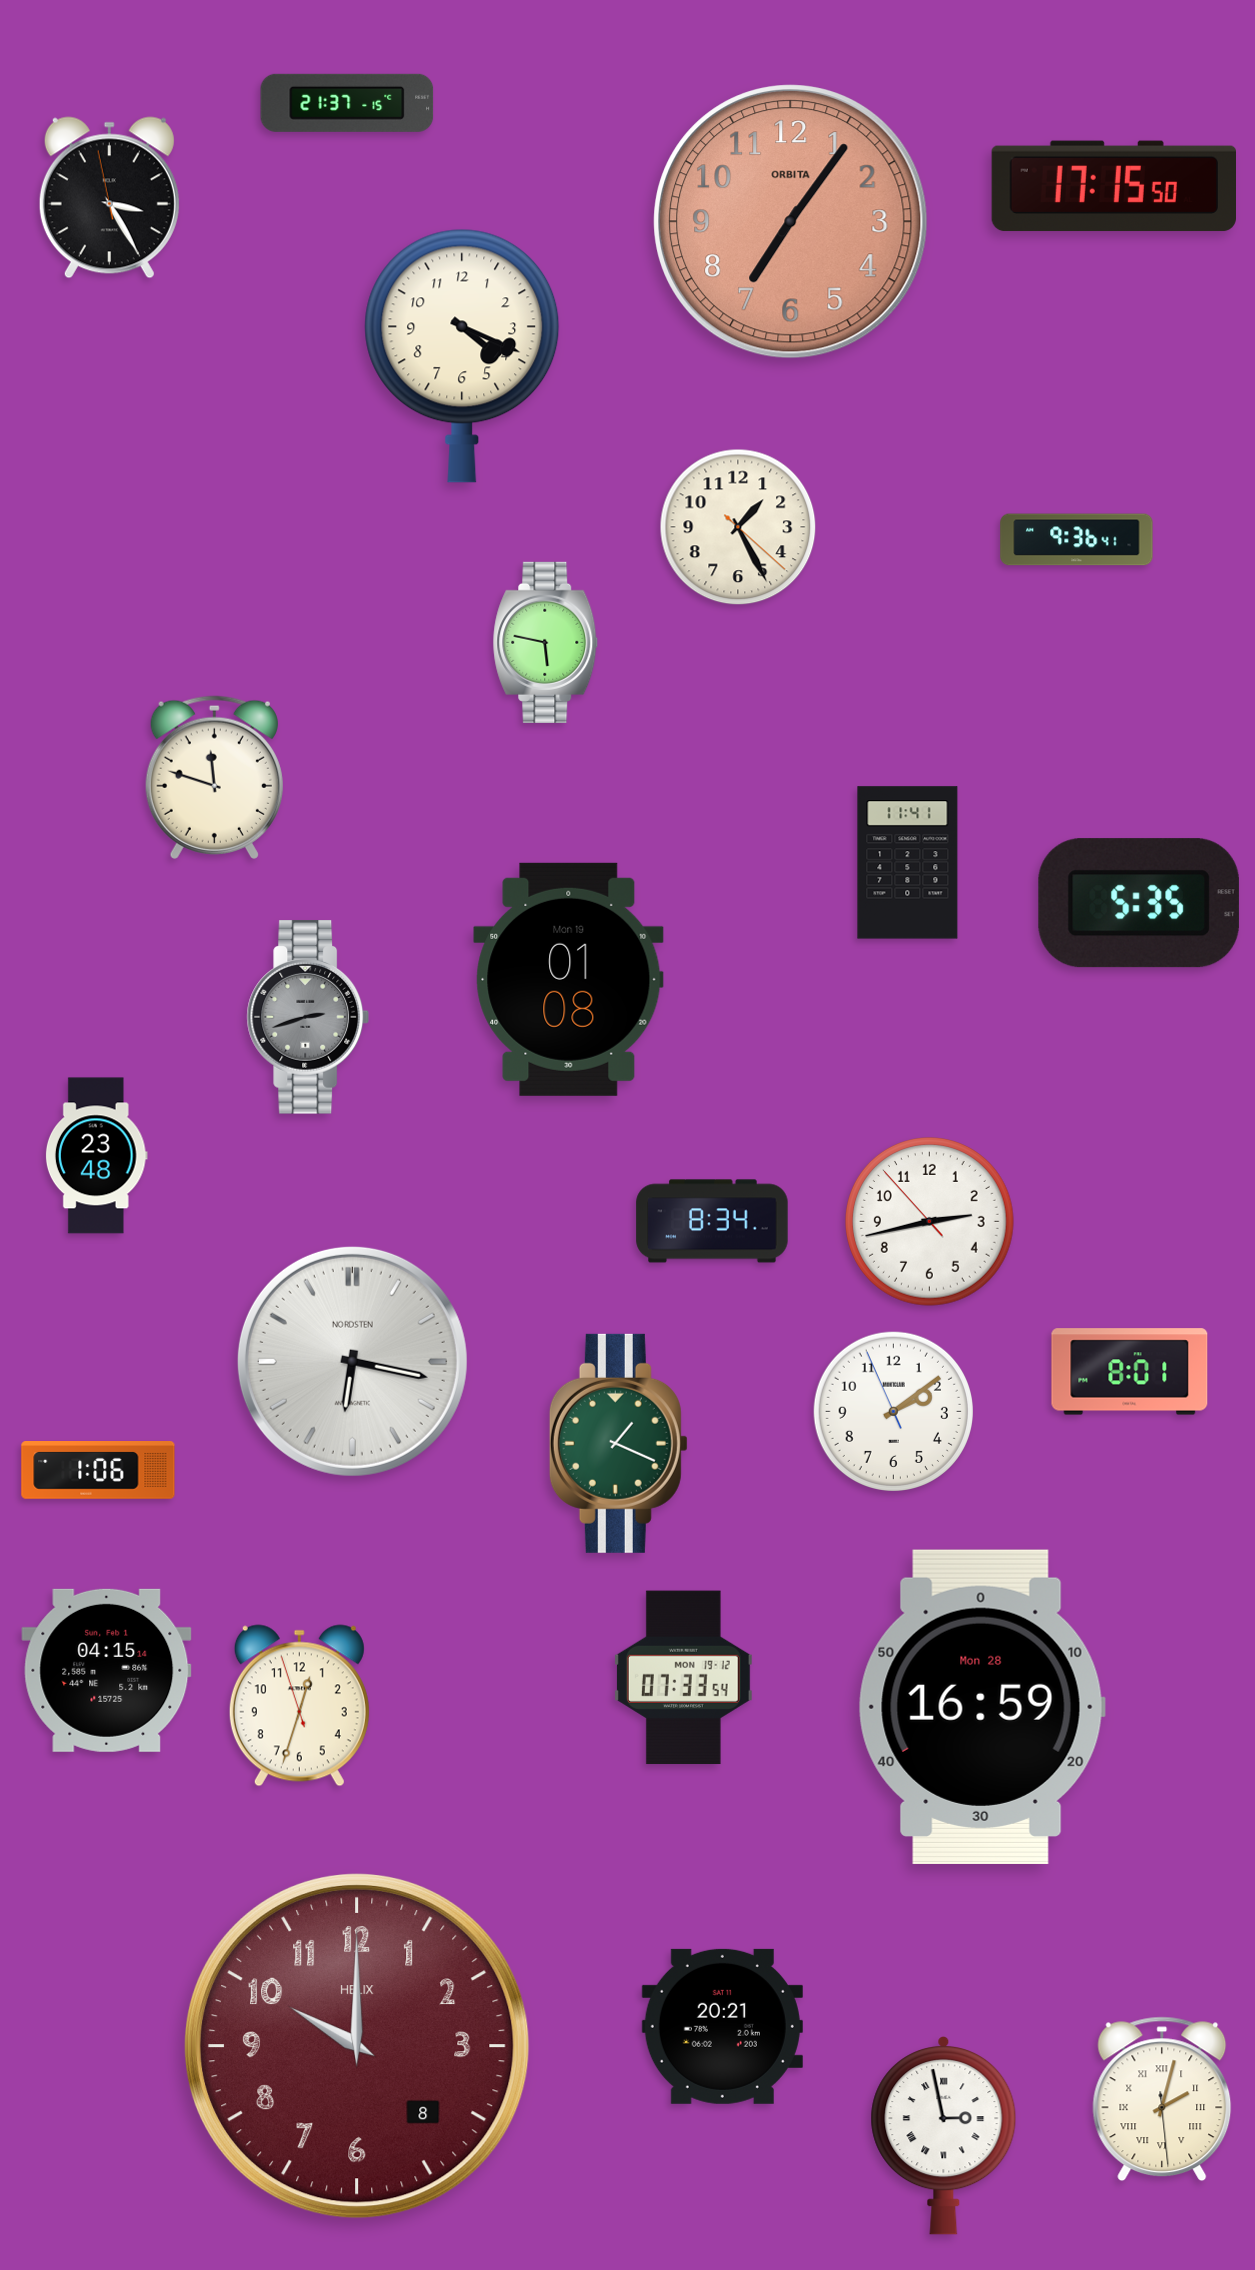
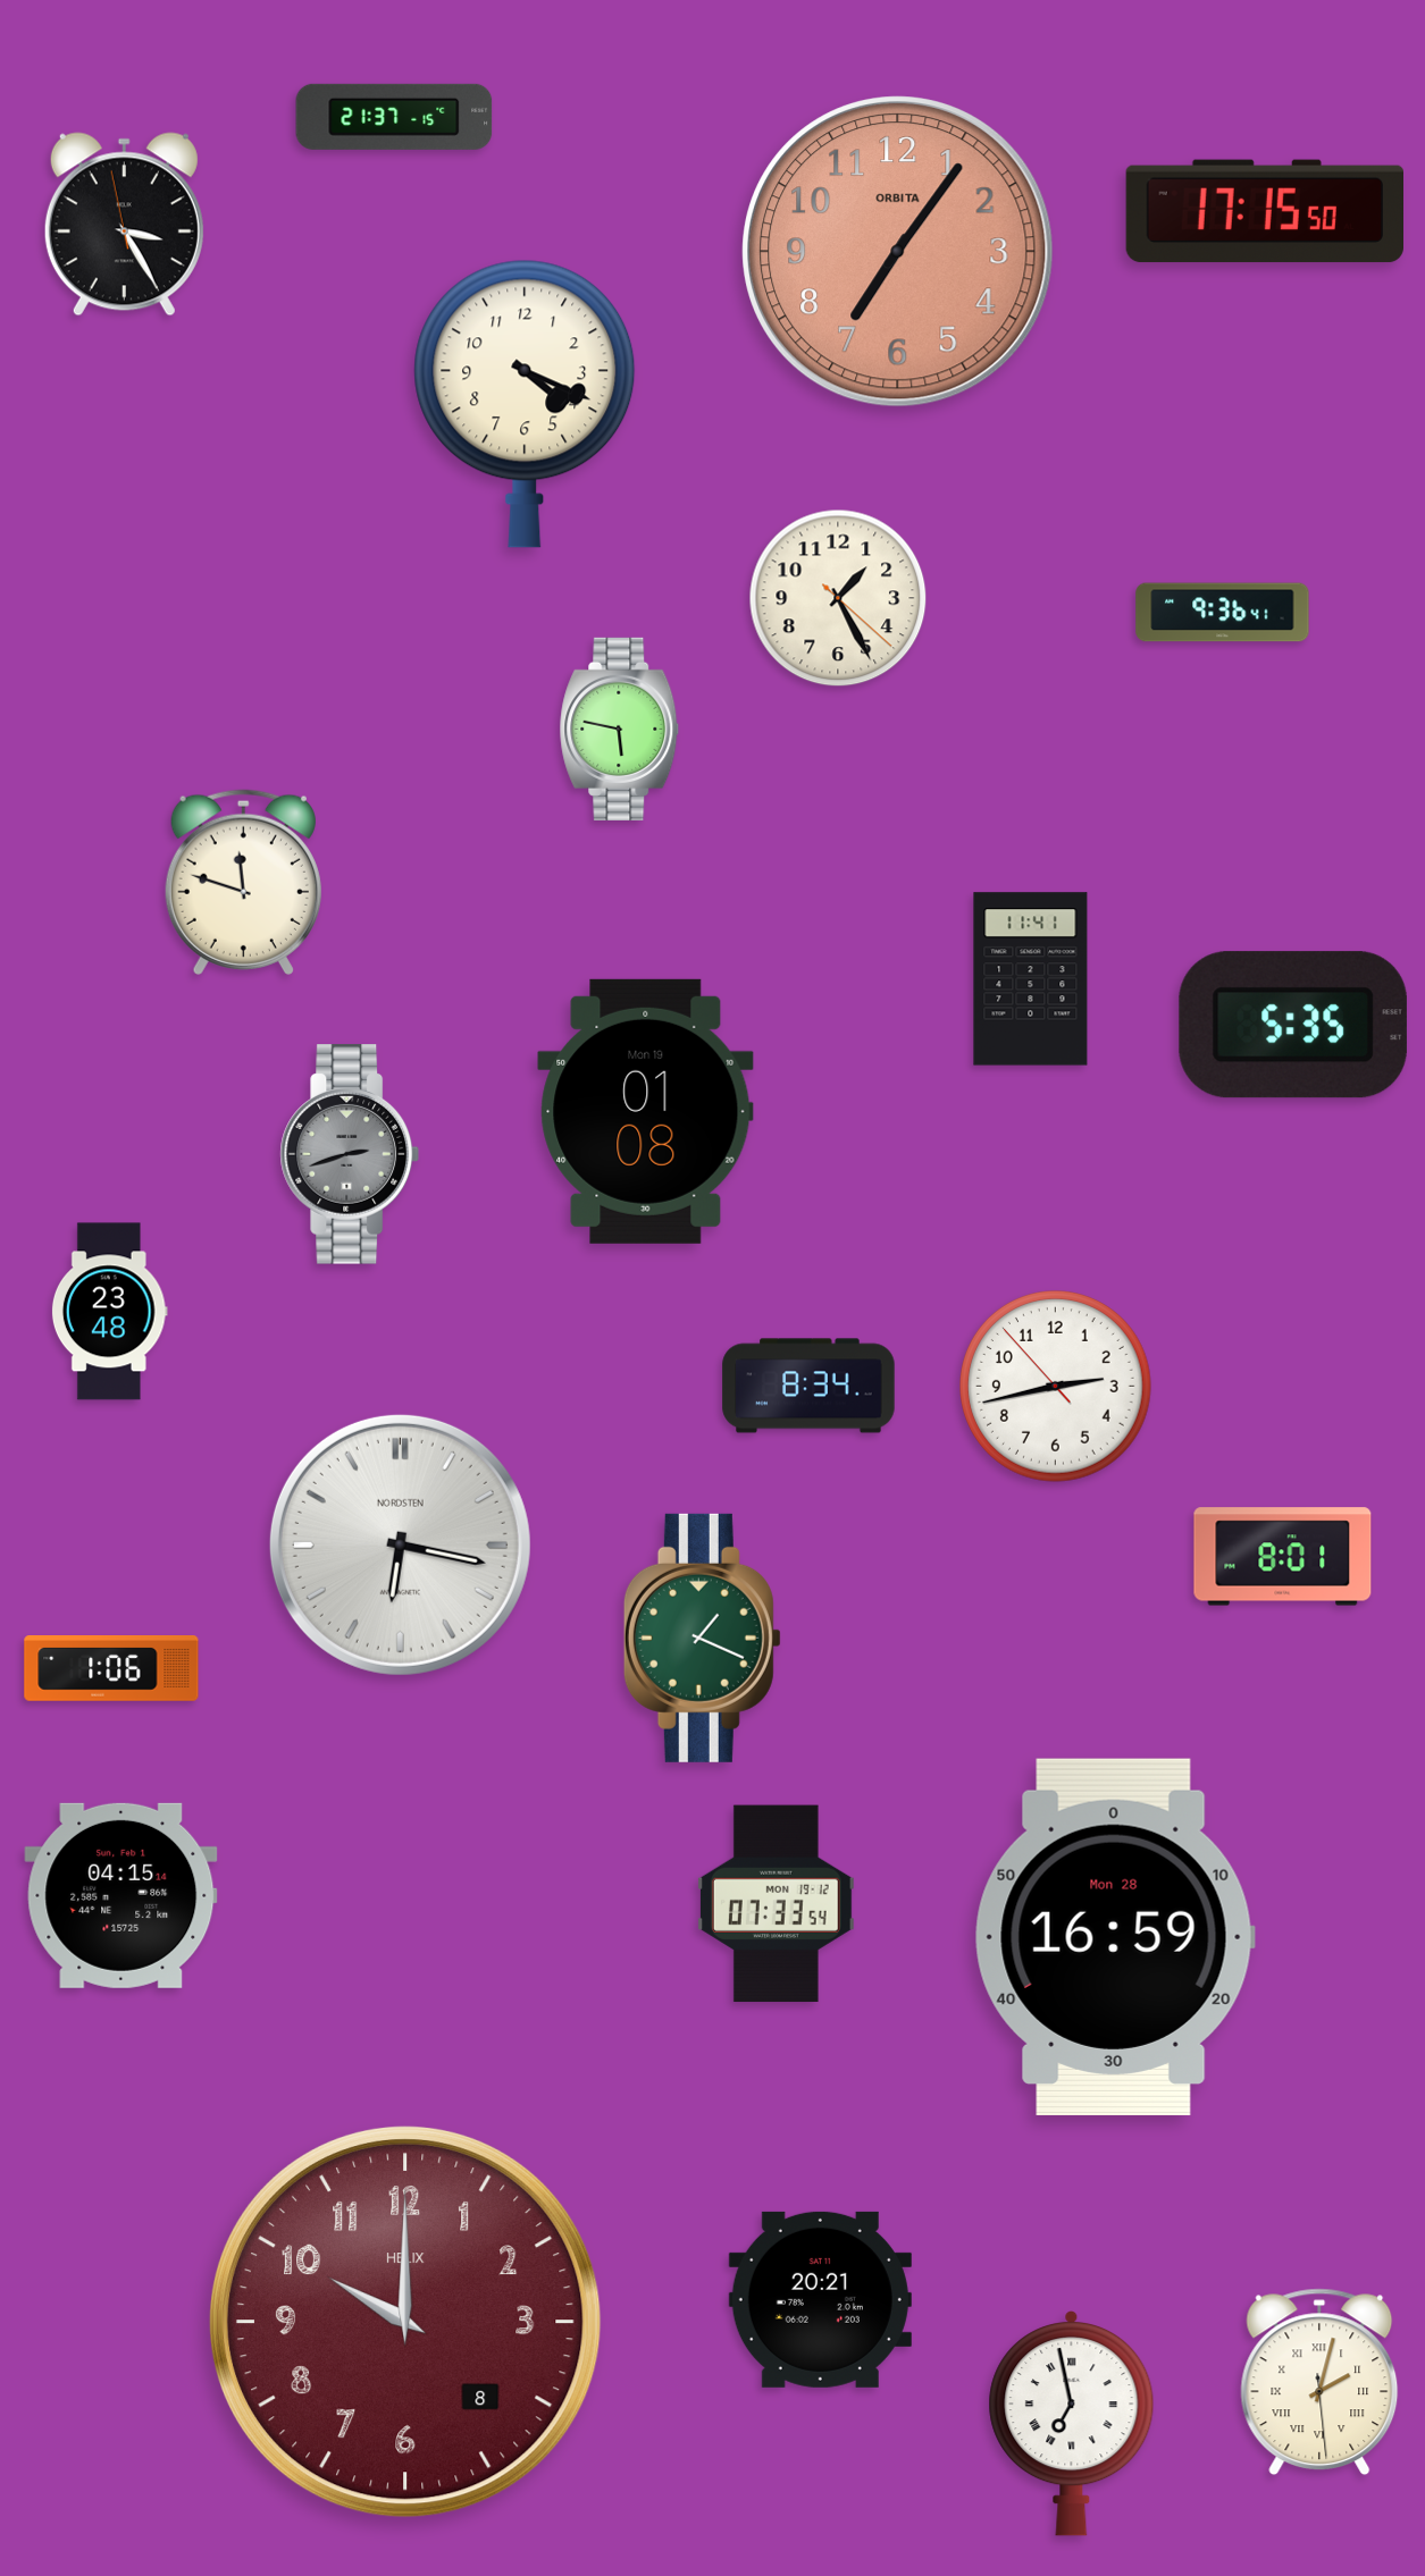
clock at (893, 1411): 2:08 -> none
clock at (299, 1706): 12:32 -> none
clock at (944, 2136): 2:58 -> 6:58
